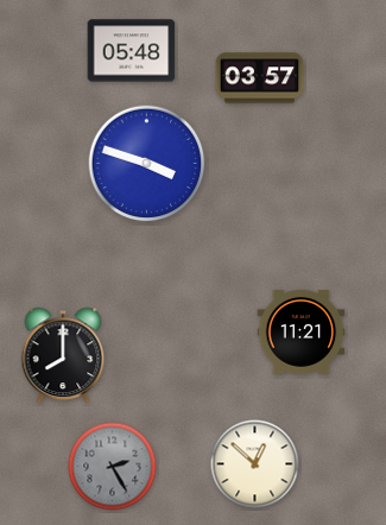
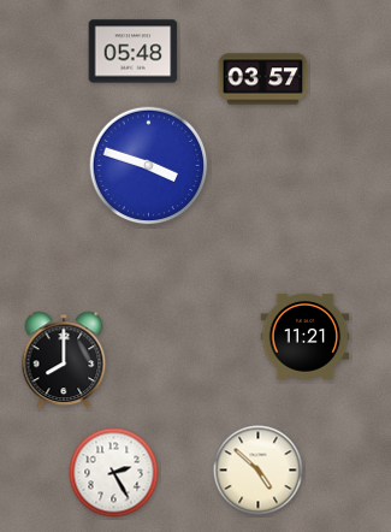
clock at (255, 464): 12:52 -> 4:52
clock at (113, 467) dial: grey -> white
